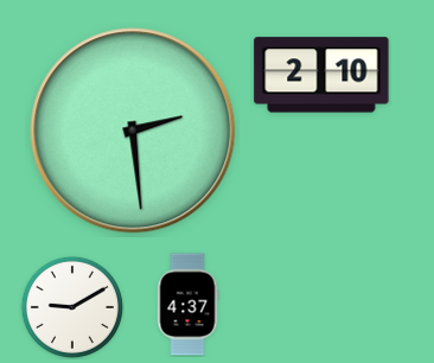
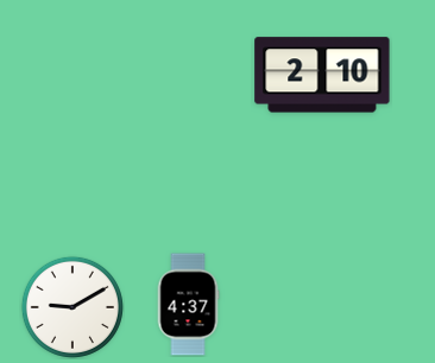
clock at (133, 130): 2:29 -> none
